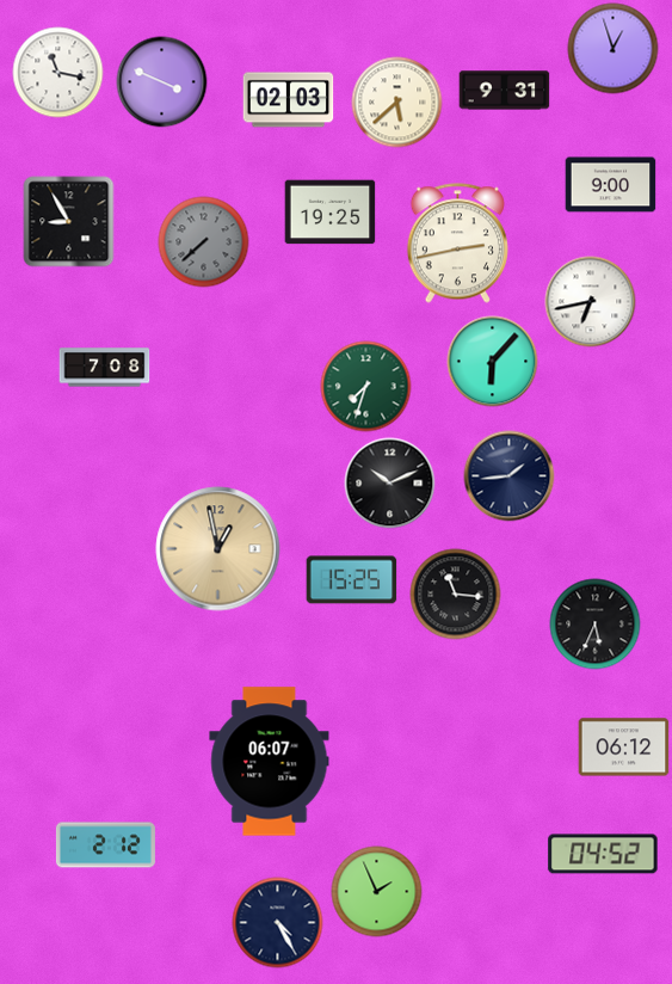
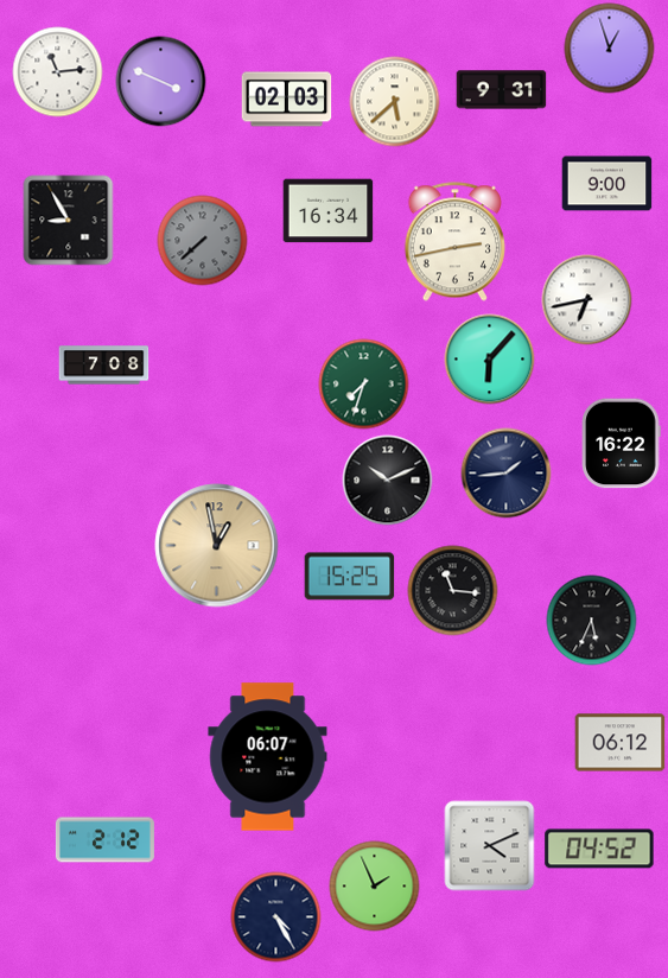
clock at (58, 73): 11:17 -> 11:14
clock at (331, 213): 19:25 -> 16:34
clock at (622, 444): none -> 16:22
clock at (490, 846): none -> 4:11
